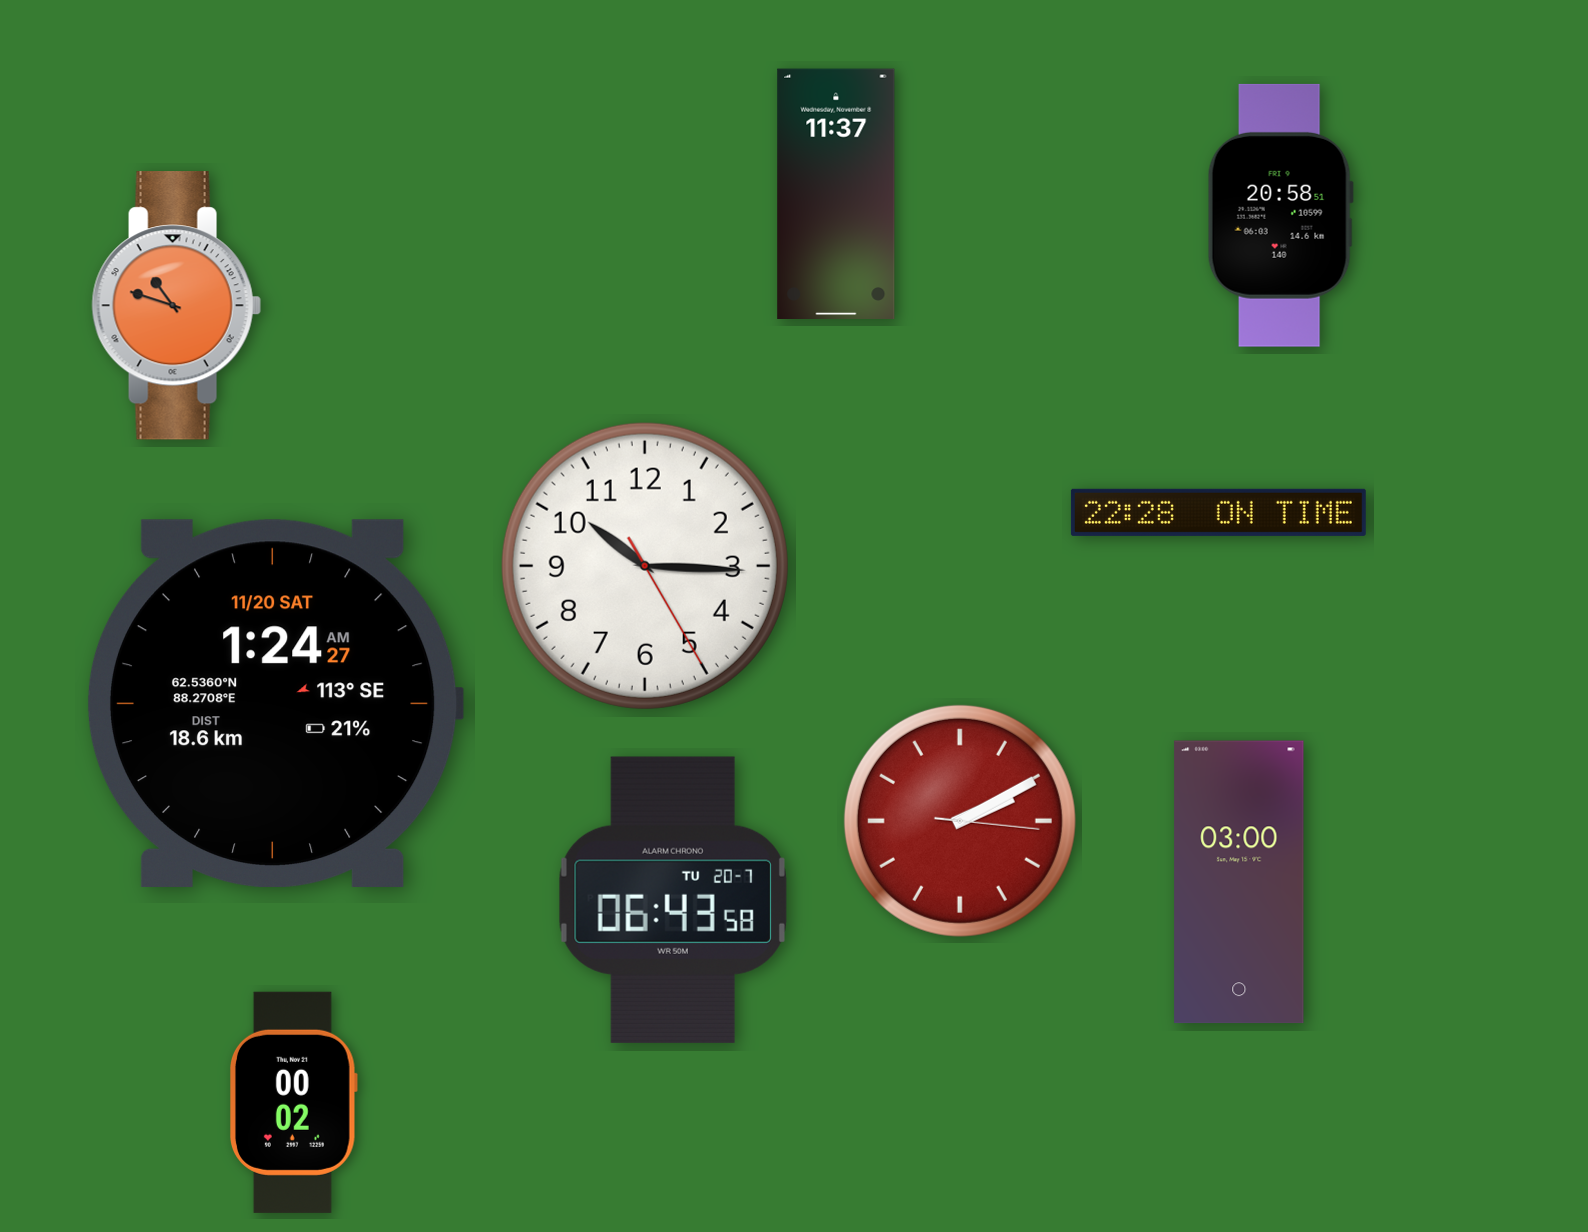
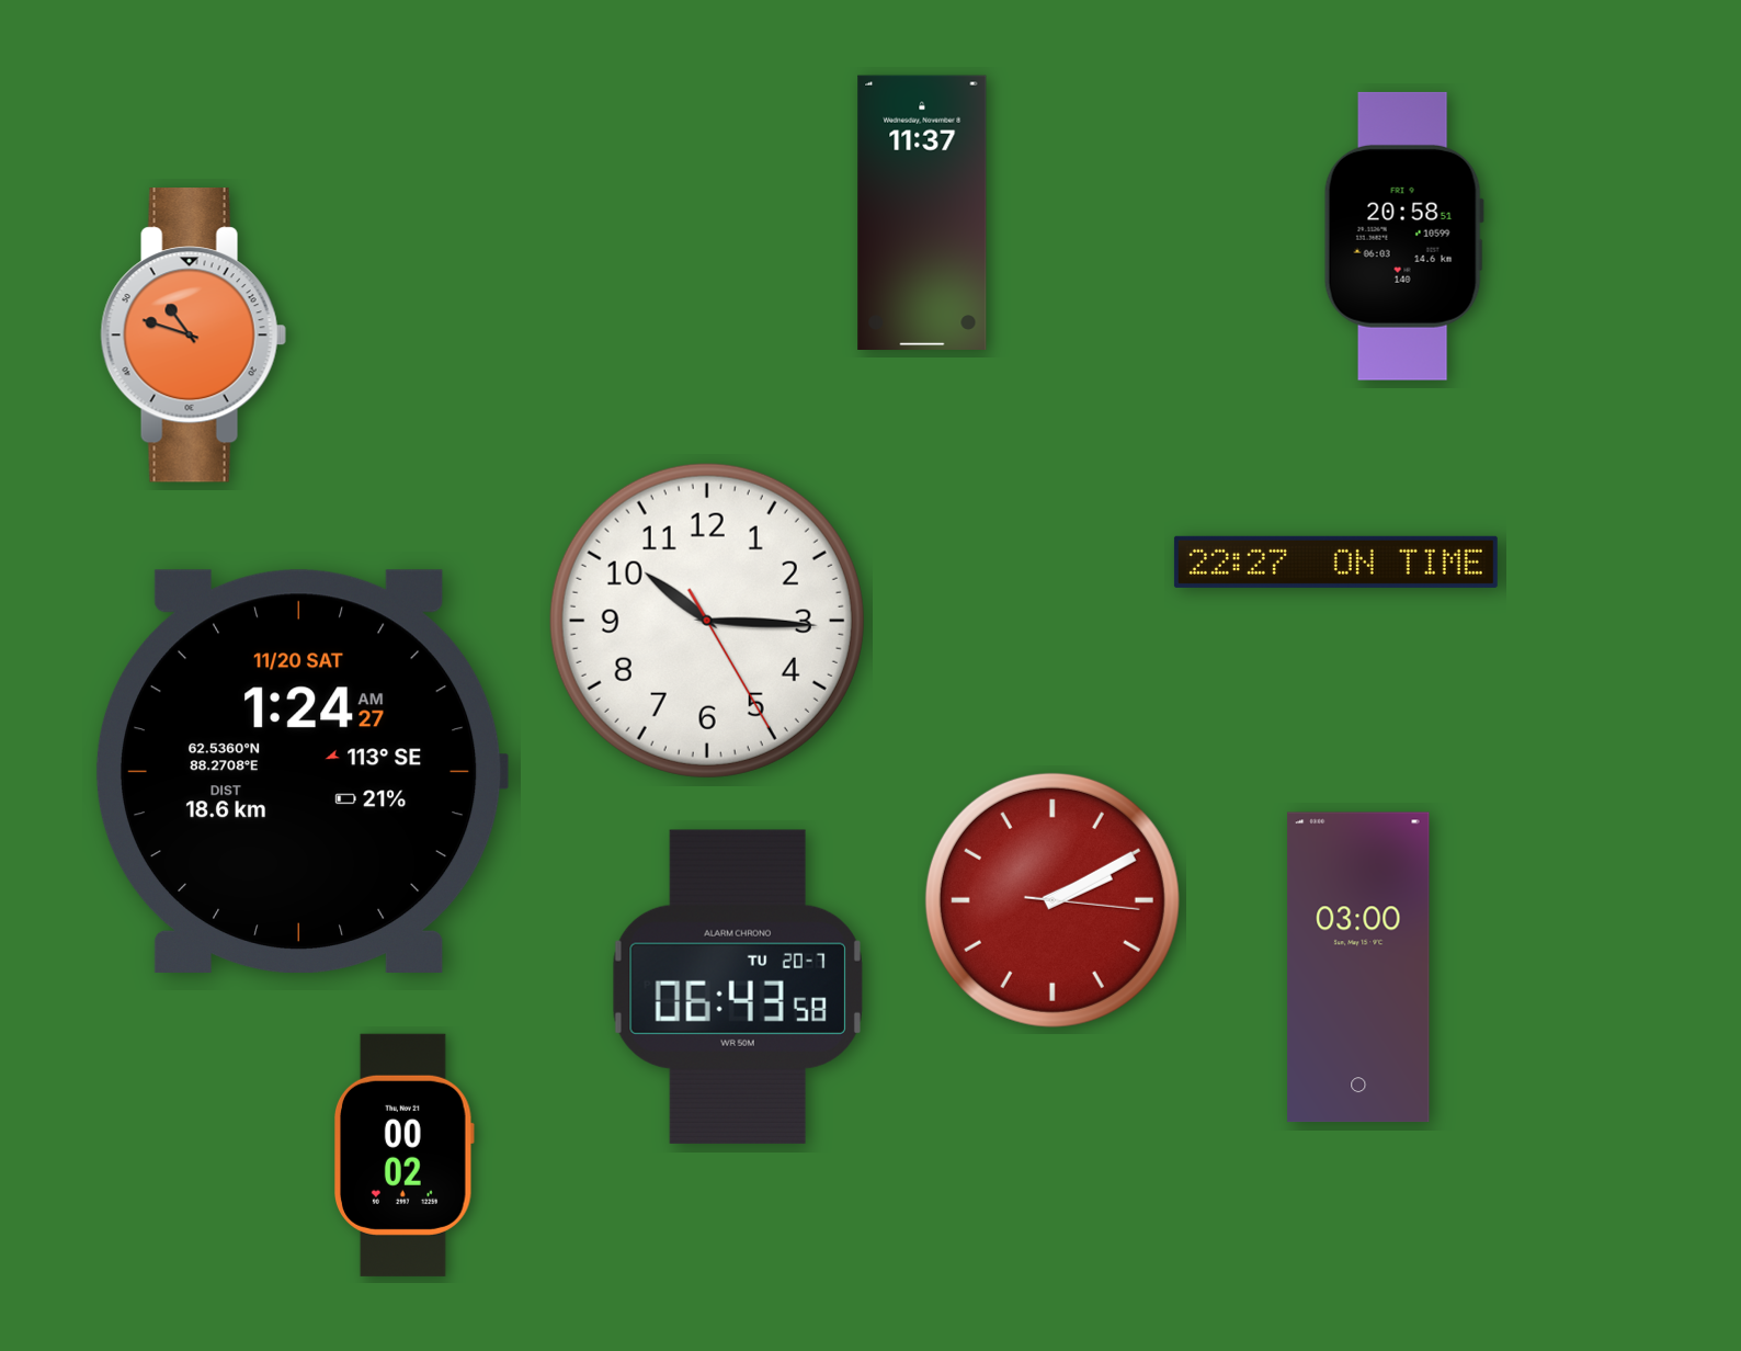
clock at (836, 193) position: (836, 193) -> (922, 212)
clock at (1218, 512): 22:28 -> 22:27
clock at (294, 1102) position: (294, 1102) -> (405, 1155)
